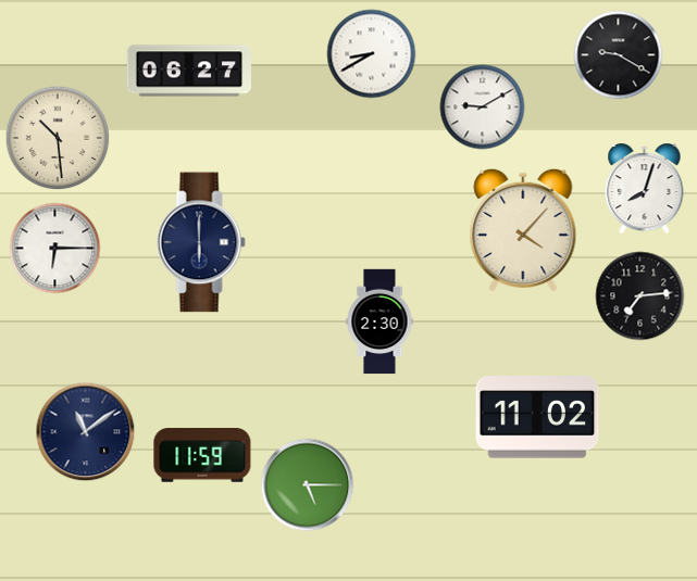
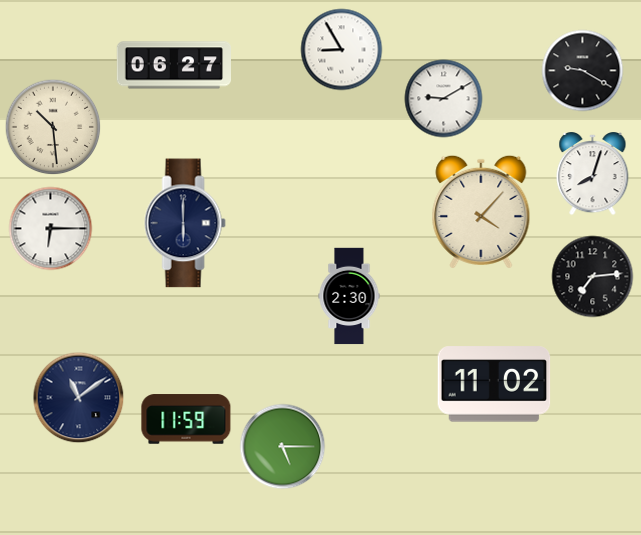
clock at (372, 54): 8:40 -> 8:55
clock at (619, 55) position: (619, 55) -> (583, 71)
clock at (640, 296) position: (640, 296) -> (593, 277)
